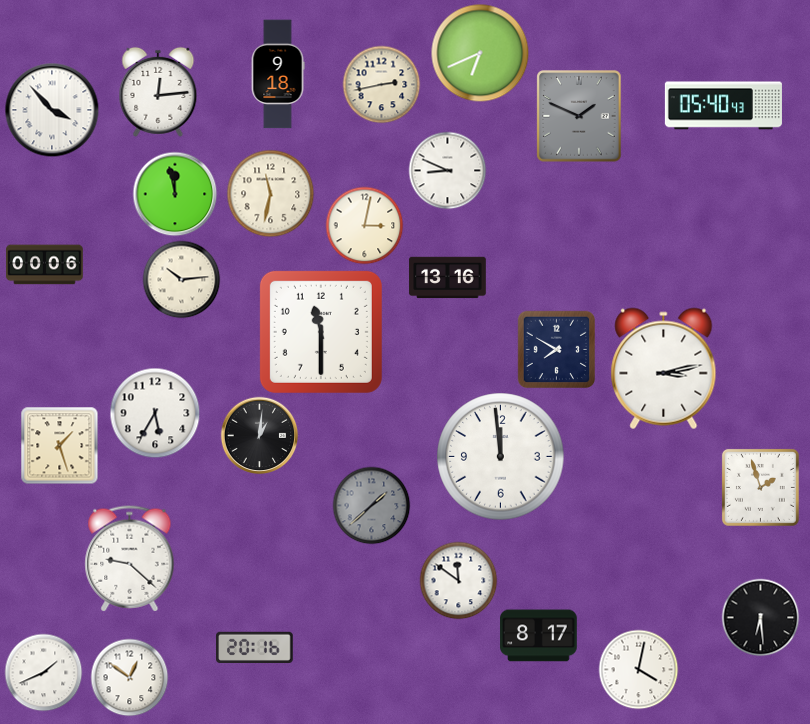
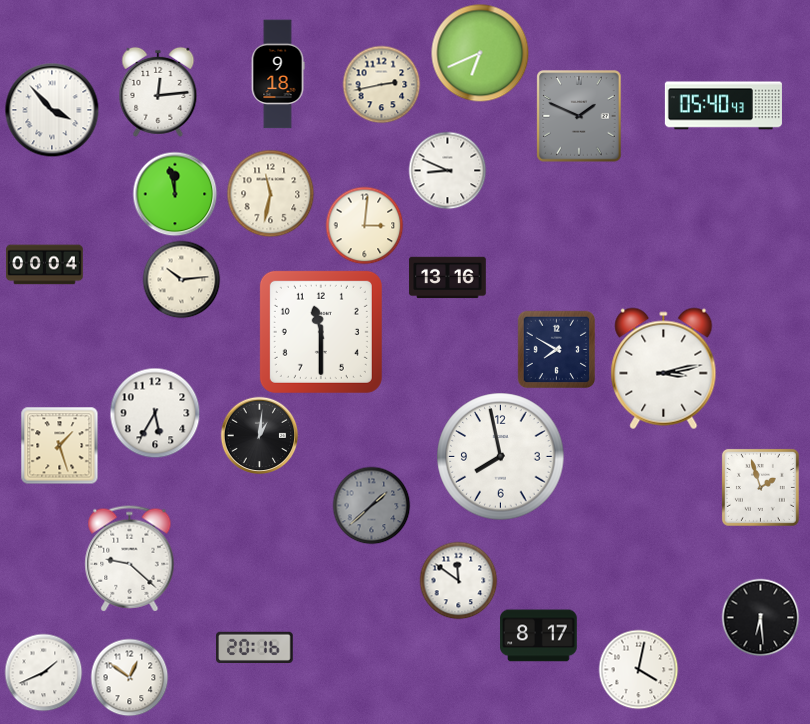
clock at (364, 225): 3:02 -> 3:01
clock at (45, 265): 00:06 -> 00:04
clock at (501, 457): 11:59 -> 7:58
